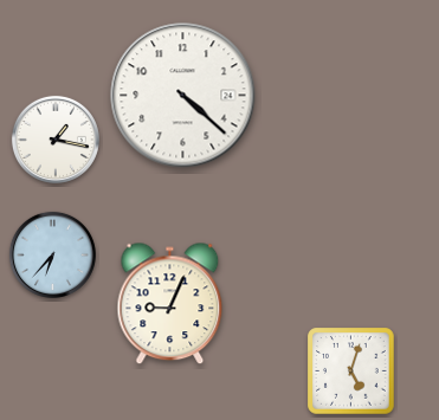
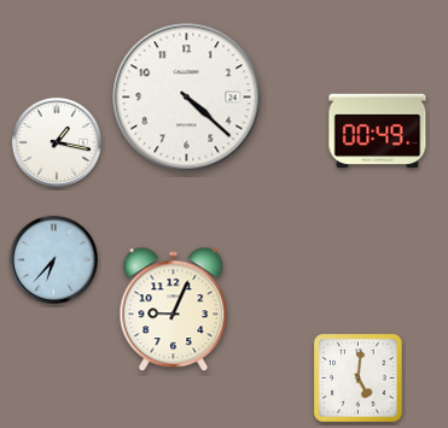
clock at (378, 131): none -> 00:49
clock at (351, 371): 5:03 -> 5:01
